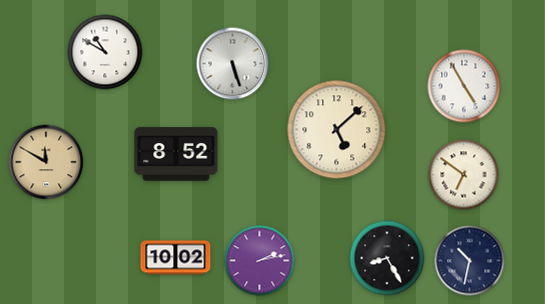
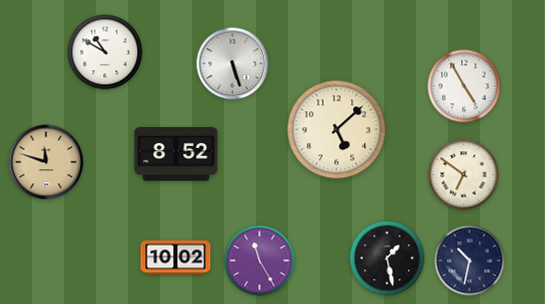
clock at (46, 162): 11:50 -> 11:48
clock at (387, 258): 8:25 -> 1:28
clock at (260, 261): 2:13 -> 11:25
